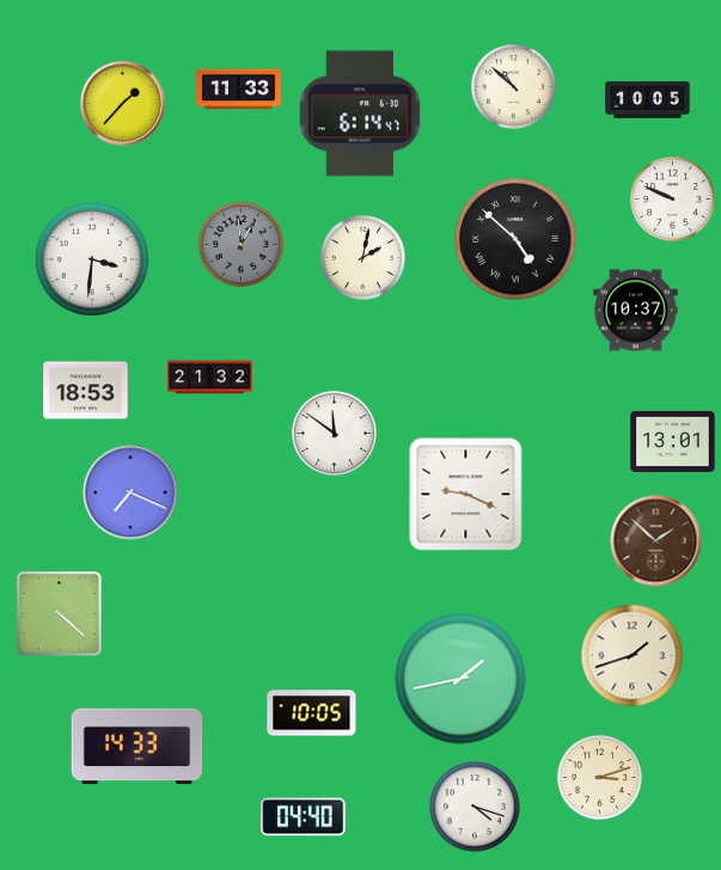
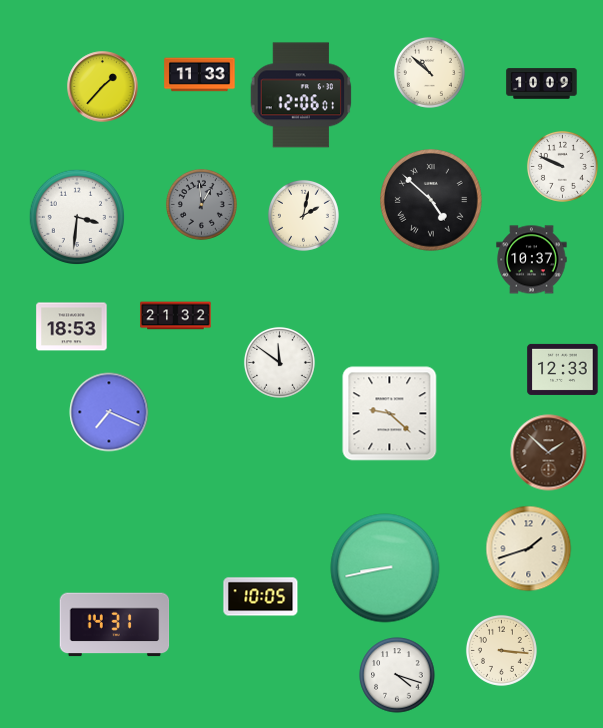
clock at (648, 100): 10:05 -> 10:09
clock at (360, 114): 6:14 -> 12:06
clock at (673, 441): 13:01 -> 12:33
clock at (466, 495): 9:19 -> 9:22
clock at (60, 614): 4:22 -> none
clock at (460, 679): 1:43 -> 8:43
clock at (138, 747): 14:33 -> 14:31
clock at (599, 777): 3:12 -> 3:16
clock at (304, 817): 04:40 -> none
